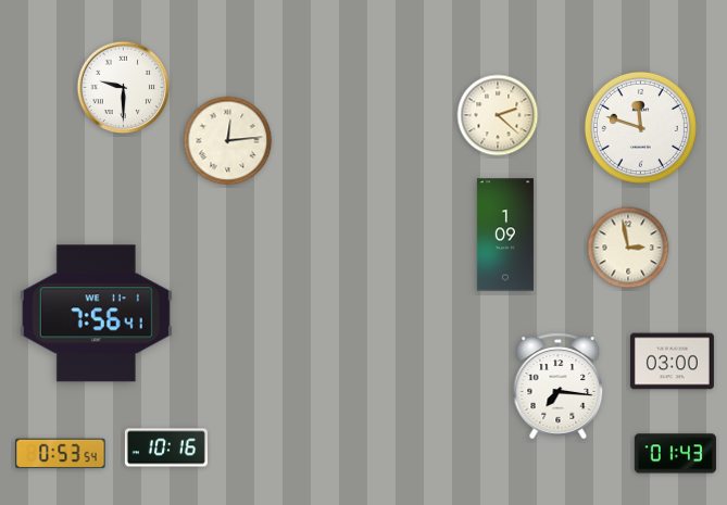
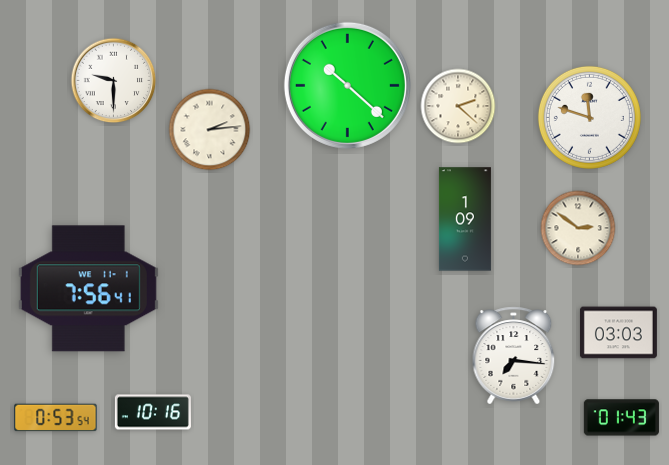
clock at (347, 85): none -> 10:22
clock at (228, 141): 12:14 -> 2:14
clock at (505, 235) position: (505, 235) -> (465, 219)
clock at (628, 248): 2:58 -> 2:51
clock at (672, 362): 03:00 -> 03:03
